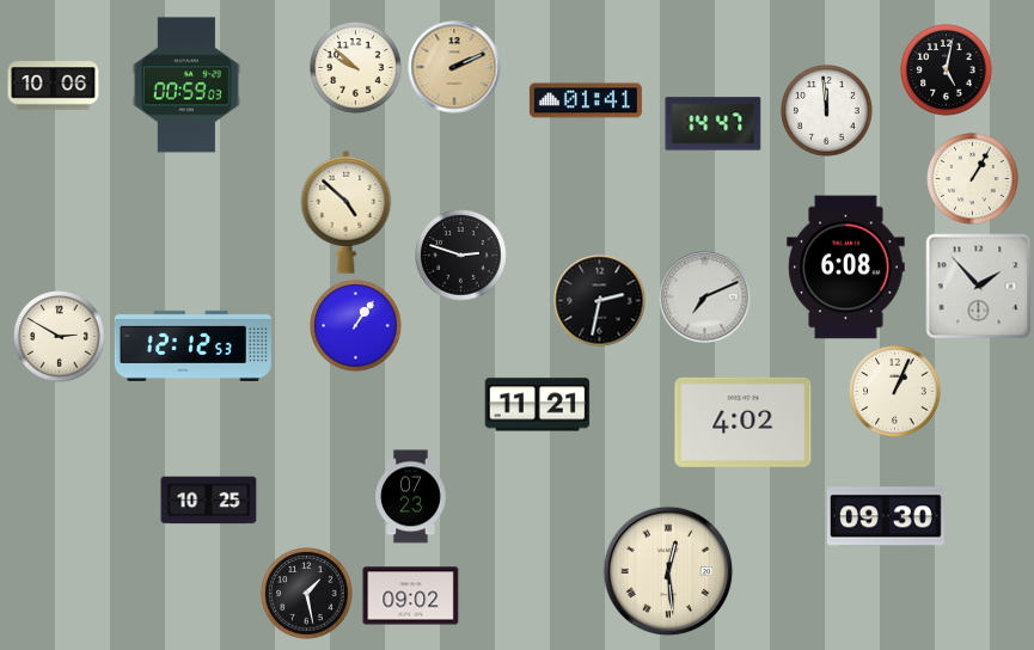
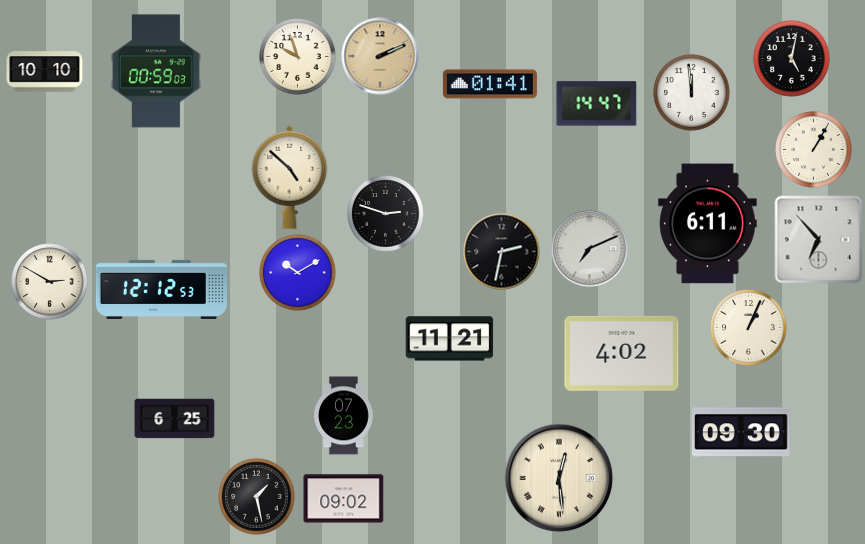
clock at (356, 68): 9:52 -> 9:57
clock at (54, 86): 10:06 -> 10:10
clock at (846, 268): 6:08 -> 6:11
clock at (979, 287): 1:53 -> 6:53
clock at (356, 326): 1:06 -> 10:10
clock at (209, 501): 10:25 -> 6:25
